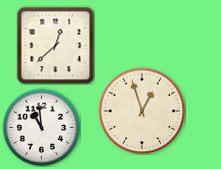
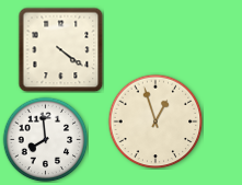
clock at (55, 45): 12:38 -> 4:21
clock at (41, 127): 10:59 -> 7:59
